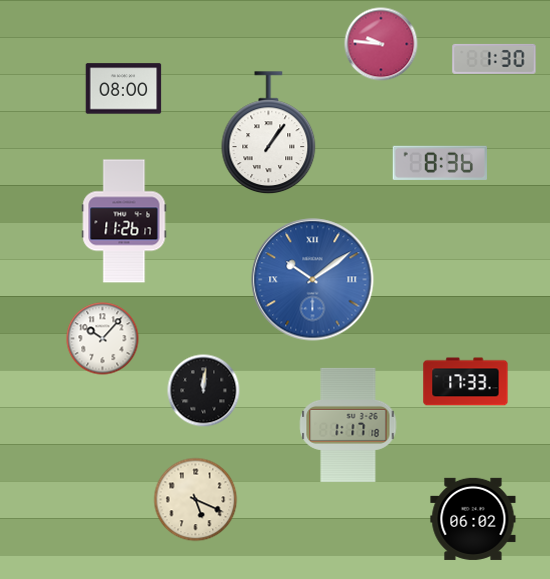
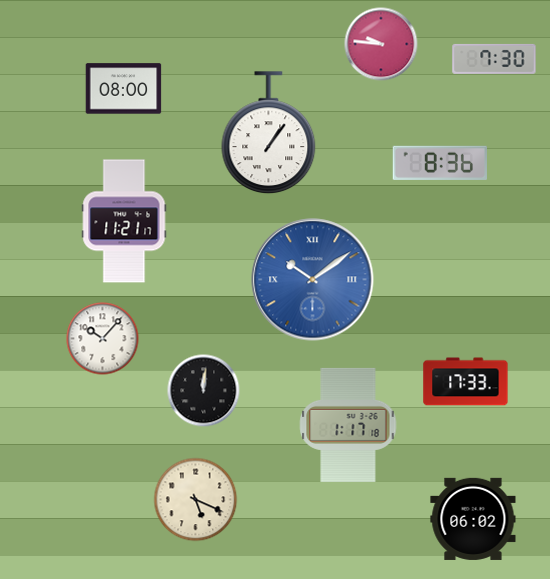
clock at (494, 59): 1:30 -> 7:30
clock at (124, 221): 11:26 -> 11:21
